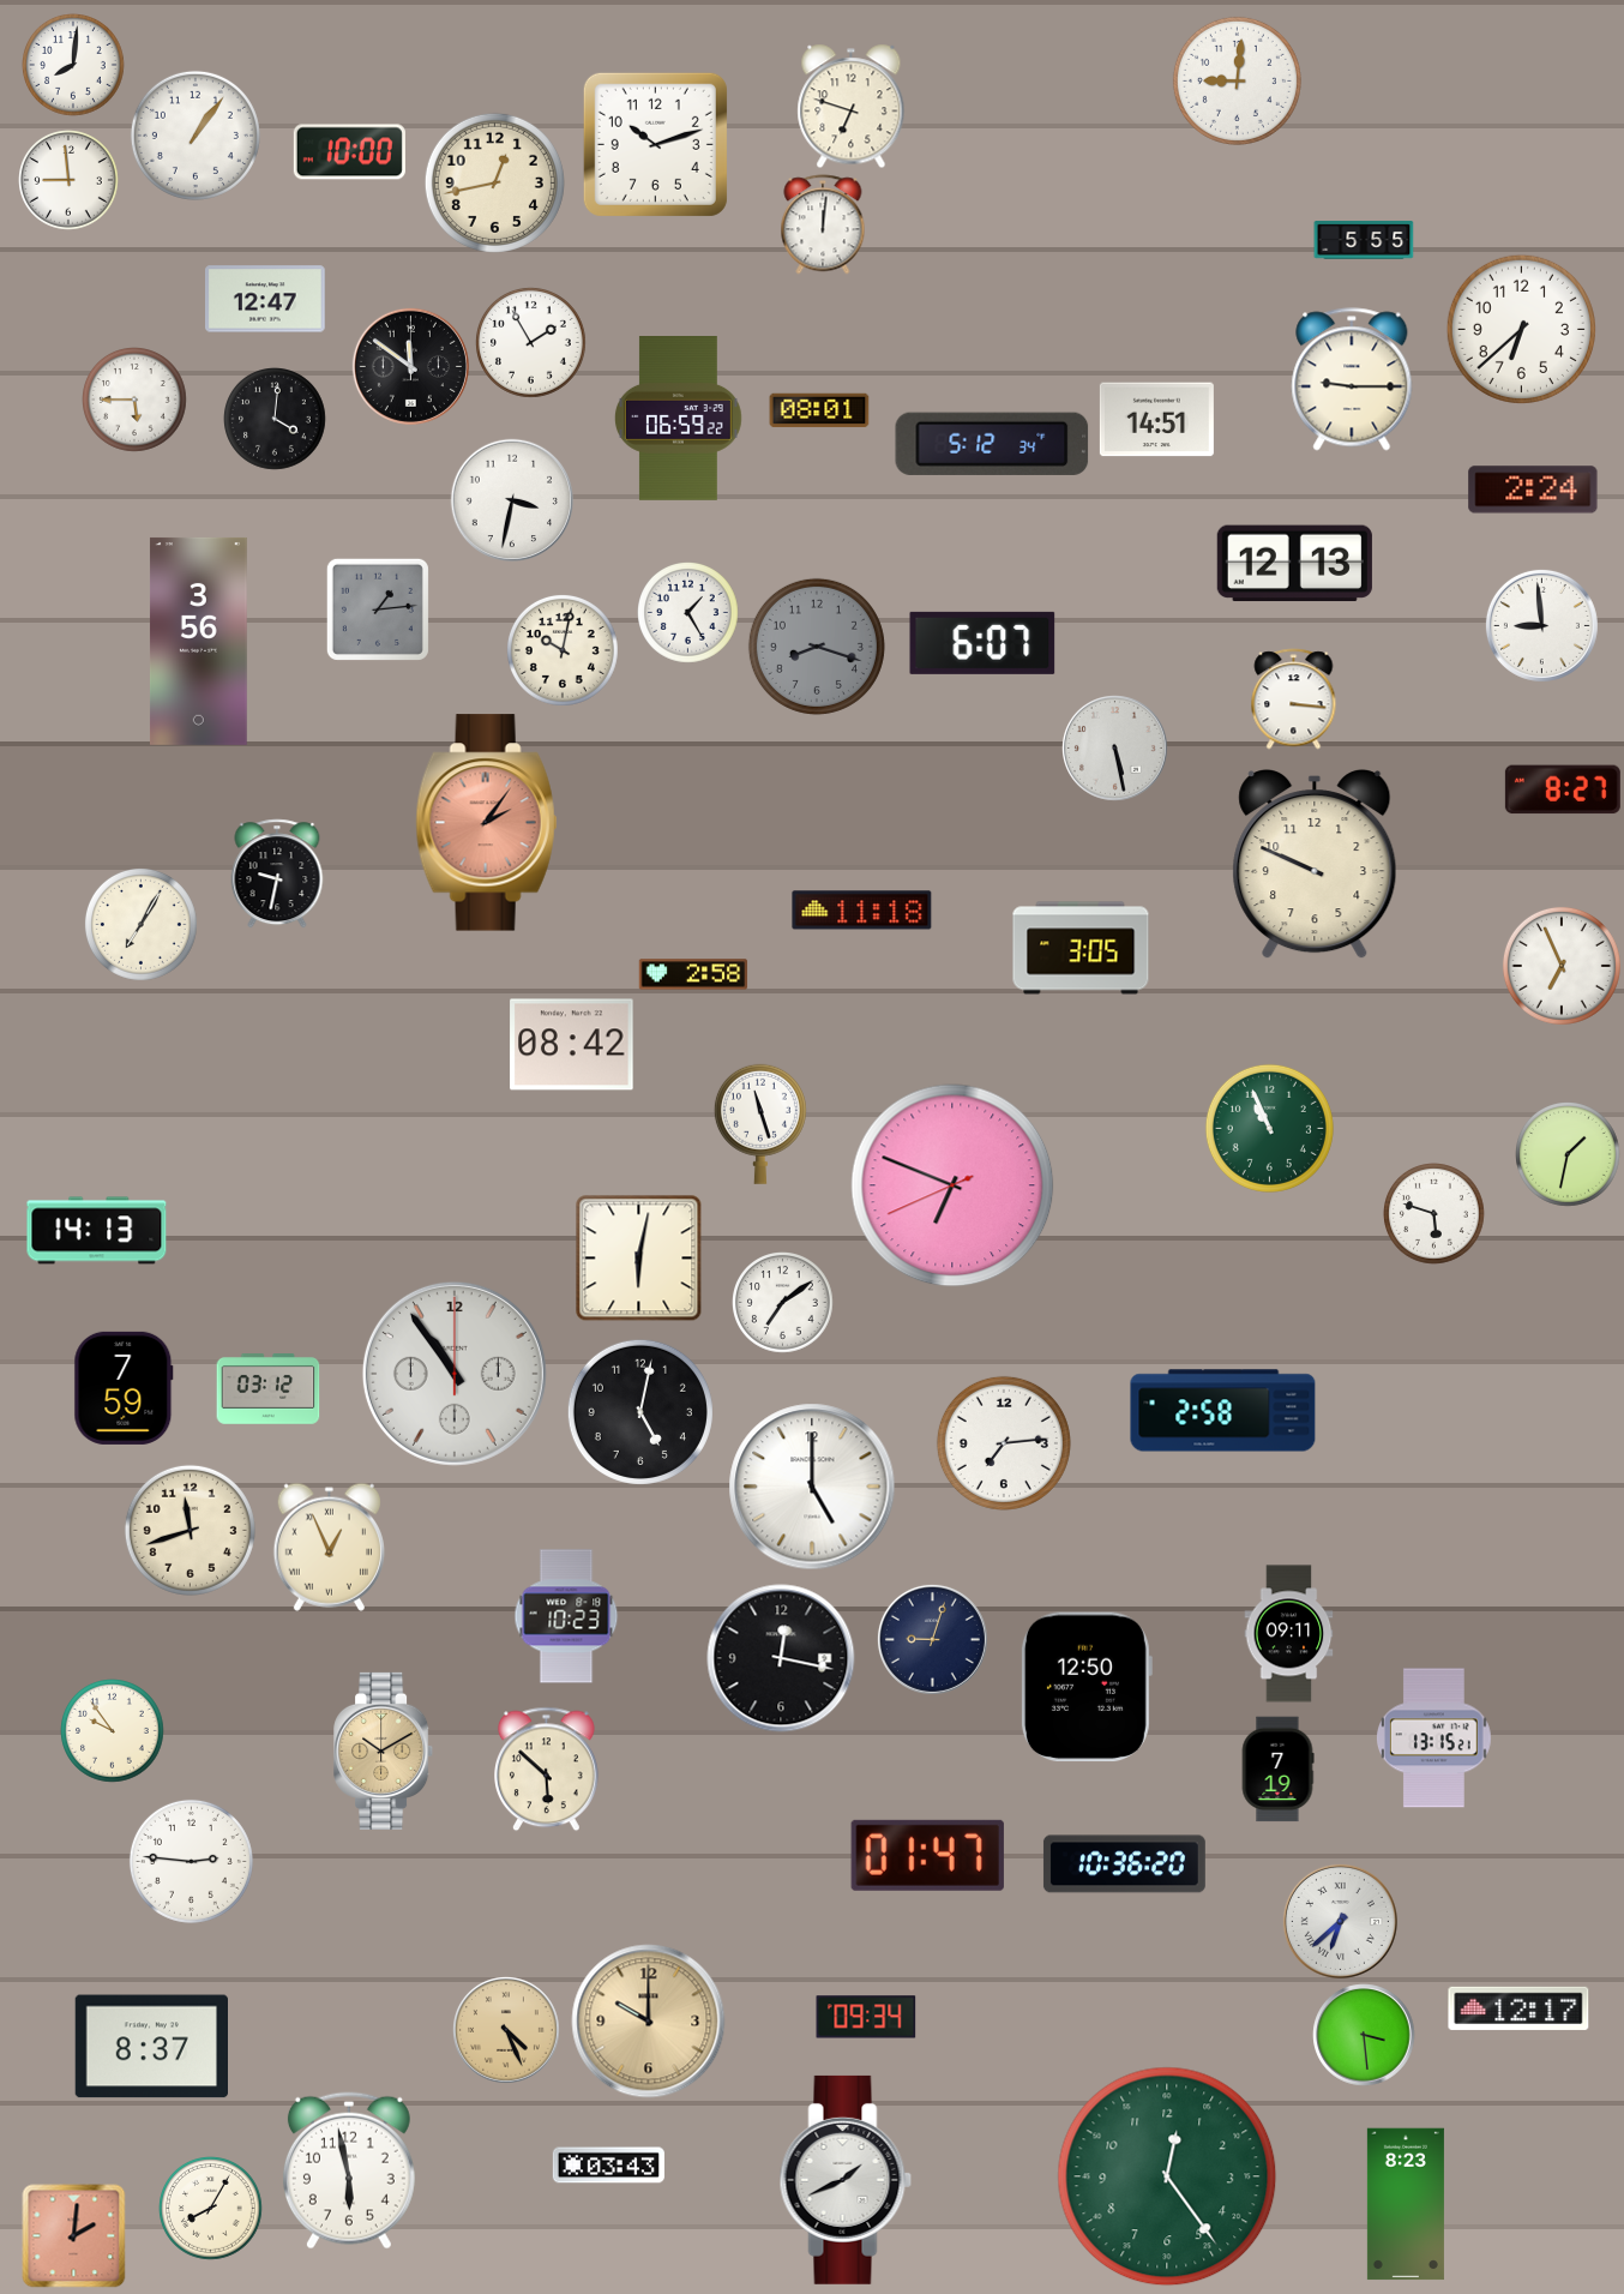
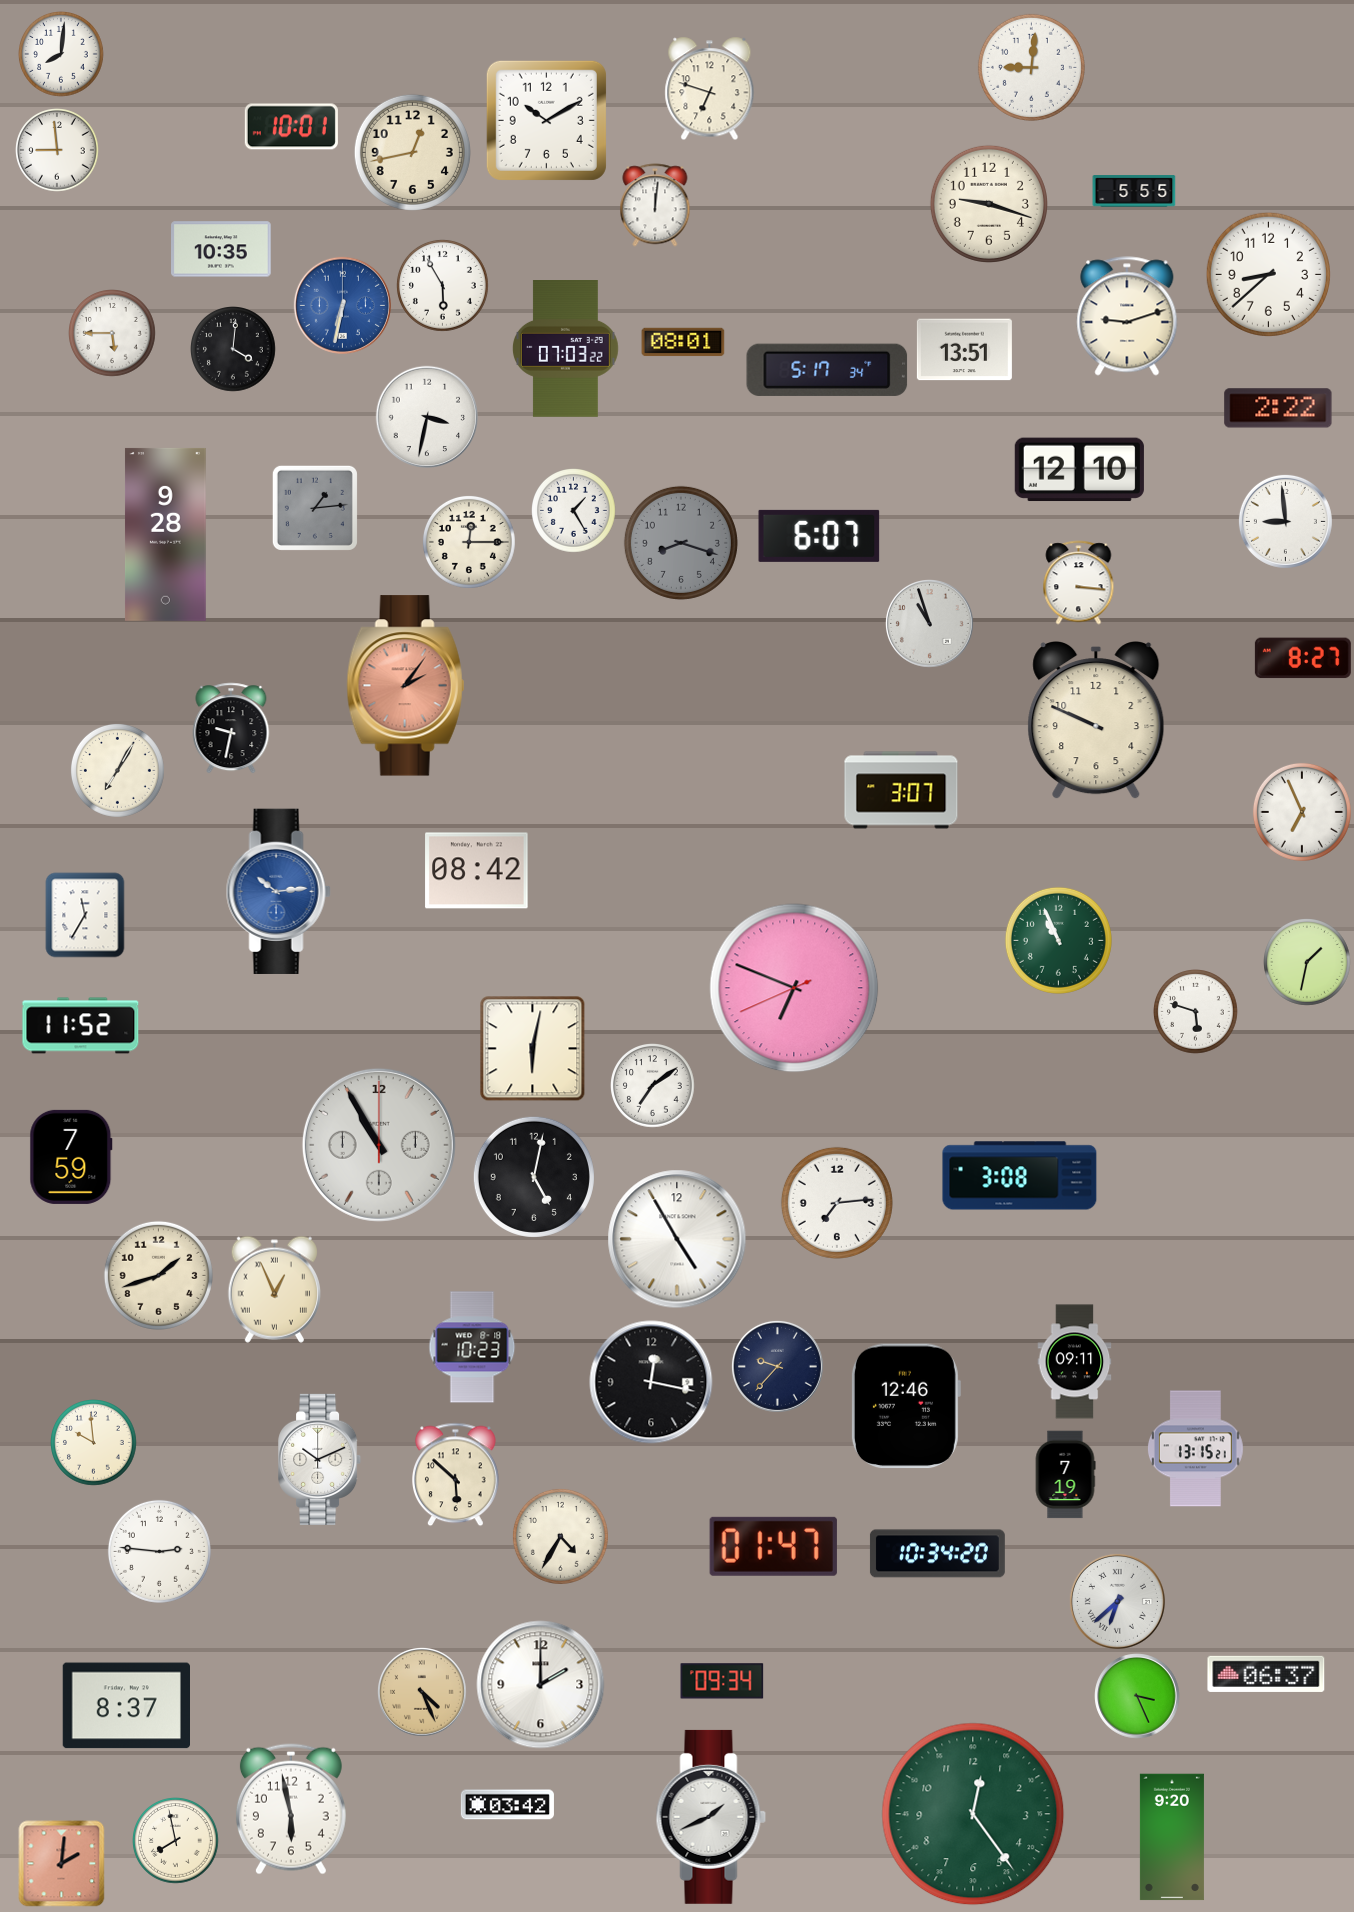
clock at (196, 136): 1:06 -> none
clock at (655, 144): 10:12 -> 10:10
clock at (349, 152): 10:00 -> 10:01
clock at (823, 224) position: (823, 224) -> (655, 205)
clock at (1364, 240) position: (1364, 240) -> (1134, 191)
clock at (989, 204): none -> 9:18
clock at (266, 299): 12:47 -> 10:35
clock at (1521, 329): 6:38 -> 8:38
clock at (530, 342): 1:55 -> 5:55
clock at (410, 366): 11:51 -> 6:32
clock at (410, 366) dial: black -> blue
clock at (1352, 379): 9:15 -> 9:12
clock at (678, 419): 06:59 -> 07:03
clock at (276, 420) position: (276, 420) -> (234, 350)
clock at (1156, 420): 14:51 -> 13:51
clock at (992, 444): 5:12 -> 5:17
clock at (1533, 490): 2:24 -> 2:22
clock at (1294, 564): 12:13 -> 12:10
clock at (198, 641): 3:56 -> 9:28
clock at (817, 647) position: (817, 647) -> (681, 543)
clock at (563, 650): 10:02 -> 12:15
clock at (1115, 749): 5:28 -> 10:57
clock at (862, 911): 11:18 -> none
clock at (1081, 948): 3:05 -> 3:07
clock at (1562, 966) position: (1562, 966) -> (1302, 812)
clock at (693, 974): 2:58 -> none
clock at (278, 891): none -> 10:14
clock at (85, 915): none -> 11:35
clock at (760, 1124): 11:27 -> none
clock at (97, 1231): 14:13 -> 11:52
clock at (455, 1374): 10:54 -> 10:55
clock at (124, 1388) position: (124, 1388) -> (71, 1157)
clock at (269, 1389): 03:12 -> none
clock at (1223, 1411): 2:58 -> 3:08
clock at (812, 1487): 5:00 -> 4:55
clock at (190, 1530): 11:42 -> 1:42
clock at (932, 1639): 9:03 -> 9:37
clock at (1085, 1687): 12:50 -> 12:46
clock at (113, 1731): 9:54 -> 9:59
clock at (384, 1750): 10:10 -> 10:11
clock at (384, 1750) dial: champagne -> white
clock at (560, 1536): none -> 4:35
clock at (1124, 1864): 10:36 -> 10:34
clock at (1518, 2008): 12:17 -> 06:37
clock at (649, 2022): 10:00 -> 2:00
clock at (649, 2022) dial: champagne -> white
clock at (1364, 2035): 3:29 -> 3:26
clock at (608, 2166): 03:43 -> 03:42
clock at (846, 2180) position: (846, 2180) -> (711, 1817)
clock at (1406, 2204): 8:23 -> 9:20
clock at (211, 2209): 8:05 -> 7:58
